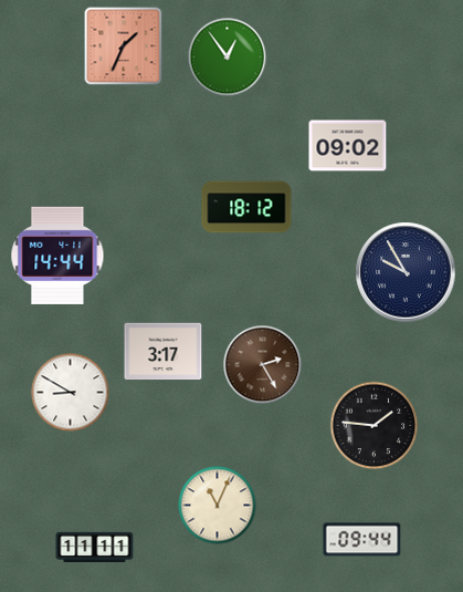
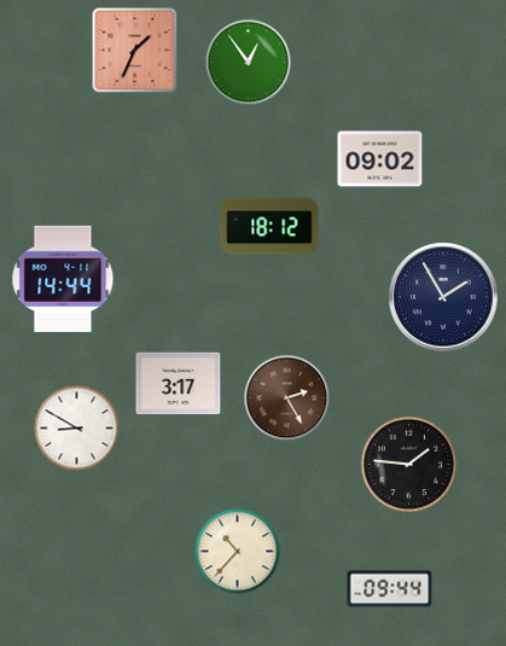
clock at (406, 272): 9:55 -> 1:55
clock at (218, 506): 11:04 -> 10:37
clock at (362, 540) position: (362, 540) -> (390, 589)
clock at (95, 548): 11:11 -> none
